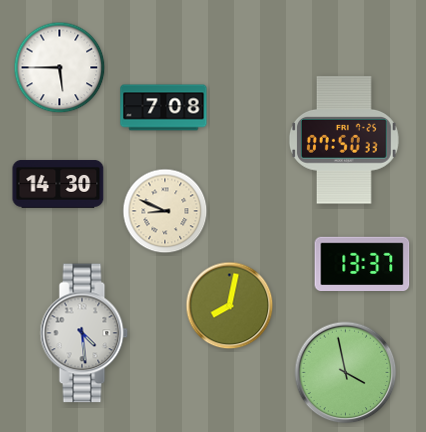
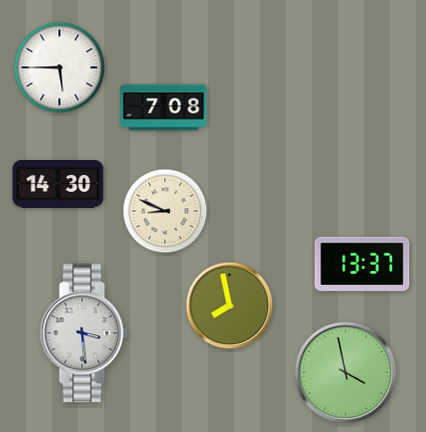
clock at (344, 140): 07:50 -> none
clock at (230, 306): 8:02 -> 7:58
clock at (84, 333): 4:29 -> 3:29
